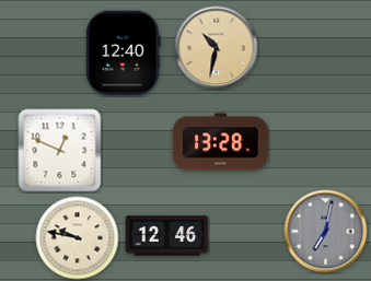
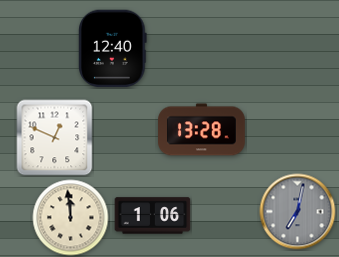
clock at (217, 48): 10:32 -> none
clock at (167, 236): 12:46 -> 1:06
clock at (78, 238): 9:47 -> 11:59
